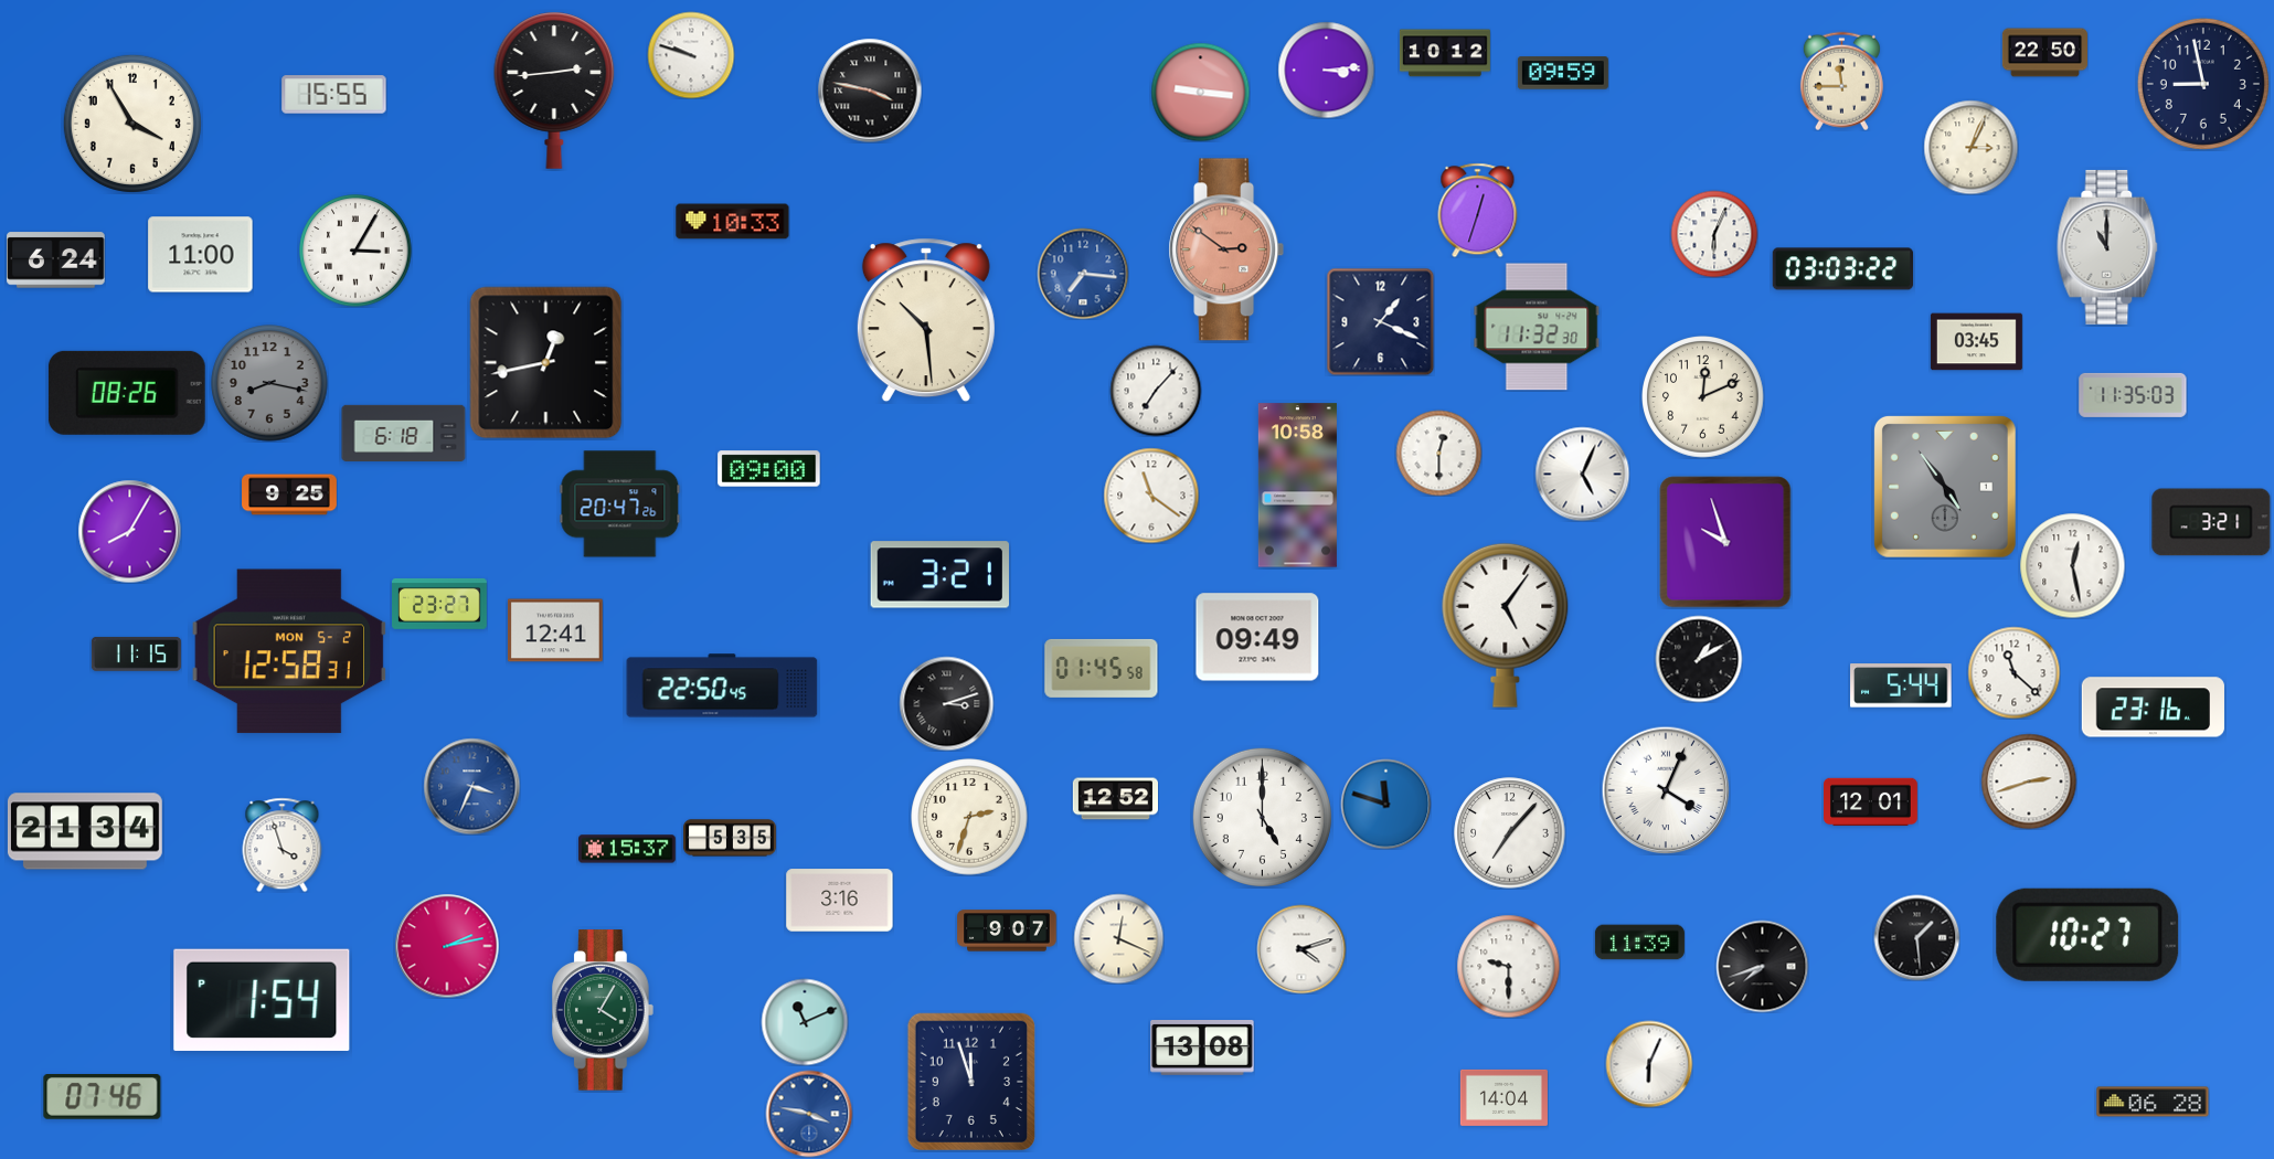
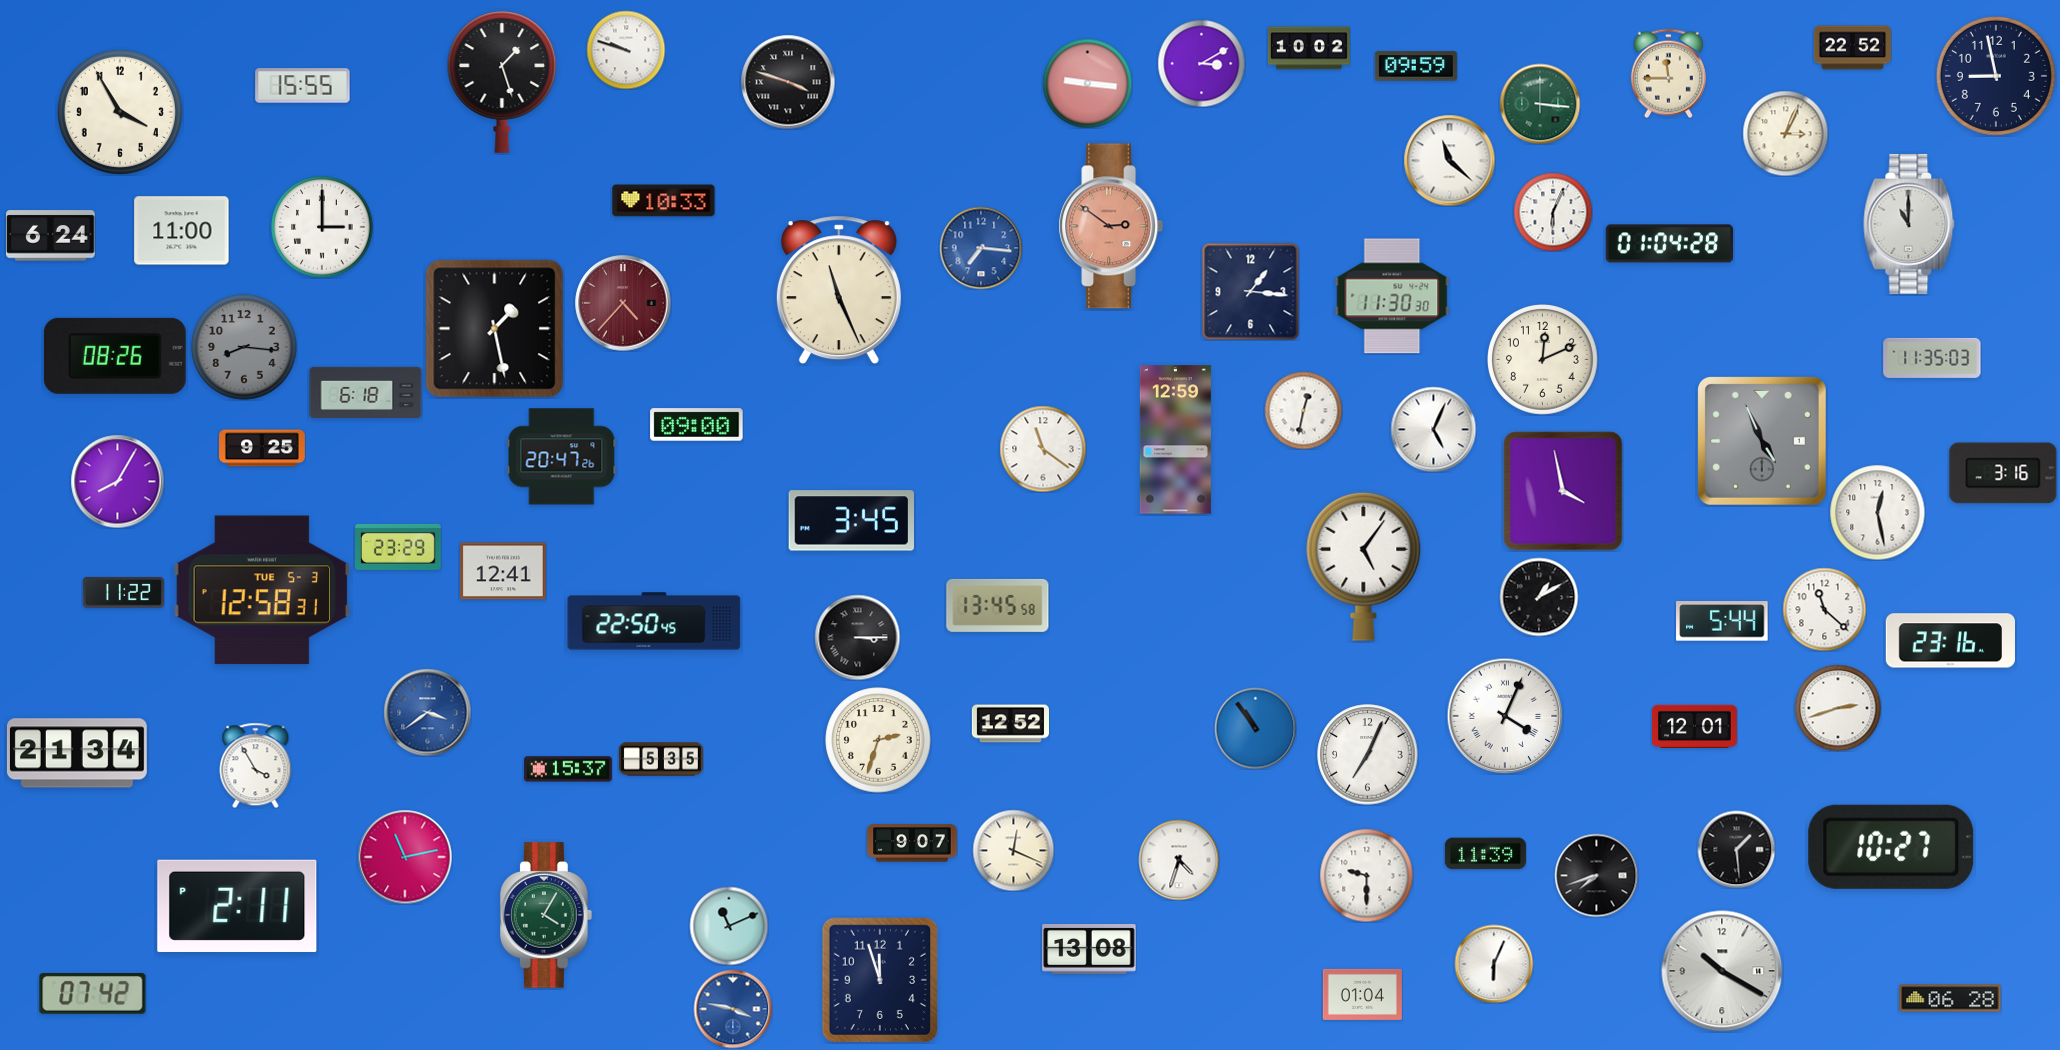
clock at (1445, 53): 10:12 -> 10:02
clock at (2044, 53): 22:50 -> 22:52
clock at (1326, 70): 3:14 -> 3:10
clock at (554, 91): 2:44 -> 1:27
clock at (870, 91): 3:47 -> 3:48
clock at (1540, 104): none -> 3:16
clock at (1449, 160): none -> 11:22
clock at (1478, 210): 12:33 -> none
clock at (355, 251): 3:05 -> 3:00
clock at (1843, 269): 03:03 -> 01:04
clock at (926, 320): 10:29 -> 11:26
clock at (1380, 321): 1:19 -> 1:16
clock at (1537, 327): 11:32 -> 11:30
clock at (623, 303): none -> 4:37
clock at (1976, 342): 03:45 -> none
clock at (546, 363): 12:43 -> 1:28
clock at (269, 383): 8:17 -> 8:16
clock at (1156, 391): 7:07 -> none
clock at (1438, 453): 12:30 -> 12:32
clock at (1297, 486): 10:58 -> 12:59
clock at (1945, 487): 4:54 -> 4:56
clock at (2211, 522): 3:21 -> 3:16
clock at (1725, 542): 9:57 -> 3:58
clock at (941, 575): 3:21 -> 3:45
clock at (440, 604): 23:27 -> 23:29
clock at (1257, 637): 09:49 -> none
clock at (289, 651) date: MON 5-2 -> TUE 5-3
clock at (136, 655): 11:15 -> 11:22
clock at (1102, 668): 01:45 -> 13:45
clock at (946, 703): 3:12 -> 3:15
clock at (471, 786): 3:34 -> 3:39
clock at (1666, 790) position: (1666, 790) -> (1505, 716)
clock at (1385, 804): 11:48 -> 10:54
clock at (1262, 817): 5:00 -> none
clock at (1510, 833): 7:07 -> 7:04
clock at (283, 844): 3:57 -> 3:55
clock at (840, 901): 3:16 -> none
clock at (447, 946): 2:13 -> 11:13
clock at (1301, 949): 4:12 -> 4:33
clock at (262, 1000): 1:54 -> 2:11
clock at (1722, 971): none -> 10:20
clock at (103, 1097): 07:46 -> 07:42
clock at (1503, 1097): 14:04 -> 01:04
